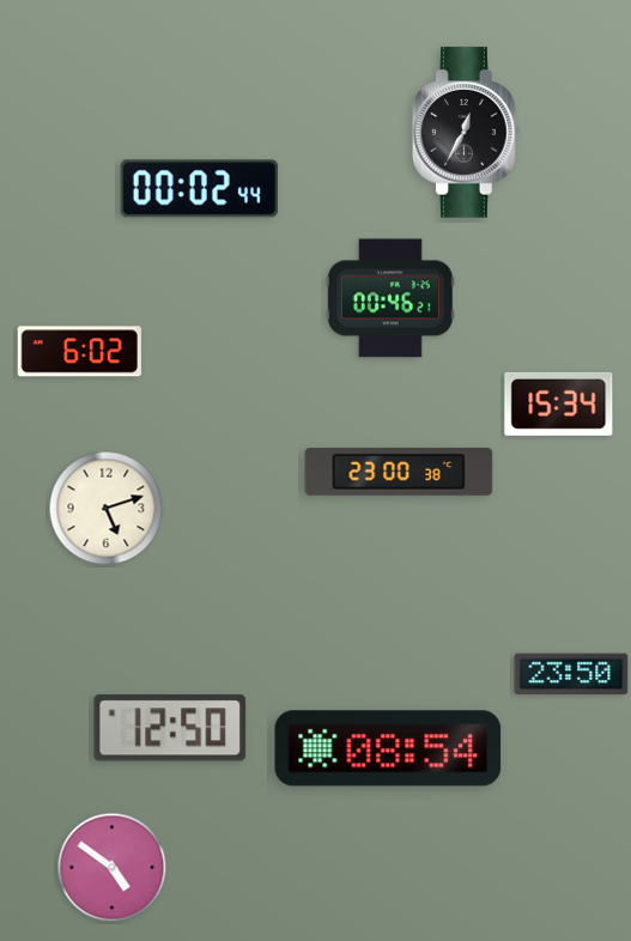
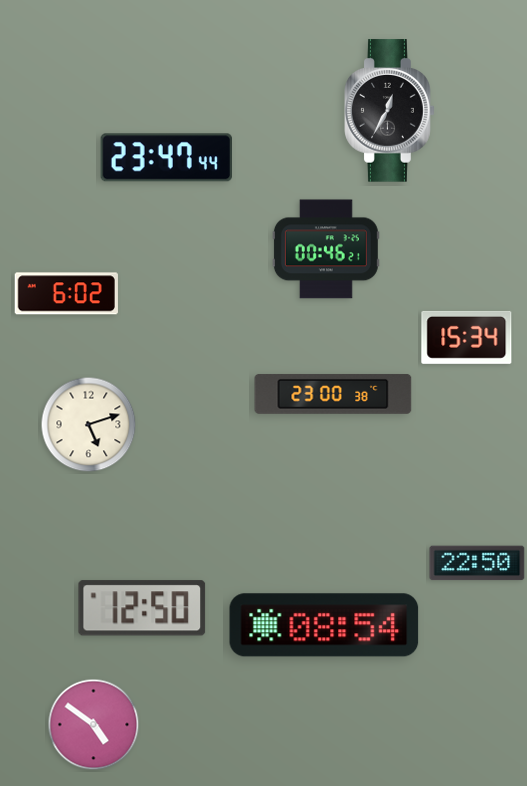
clock at (199, 189): 00:02 -> 23:47
clock at (571, 674): 23:50 -> 22:50
